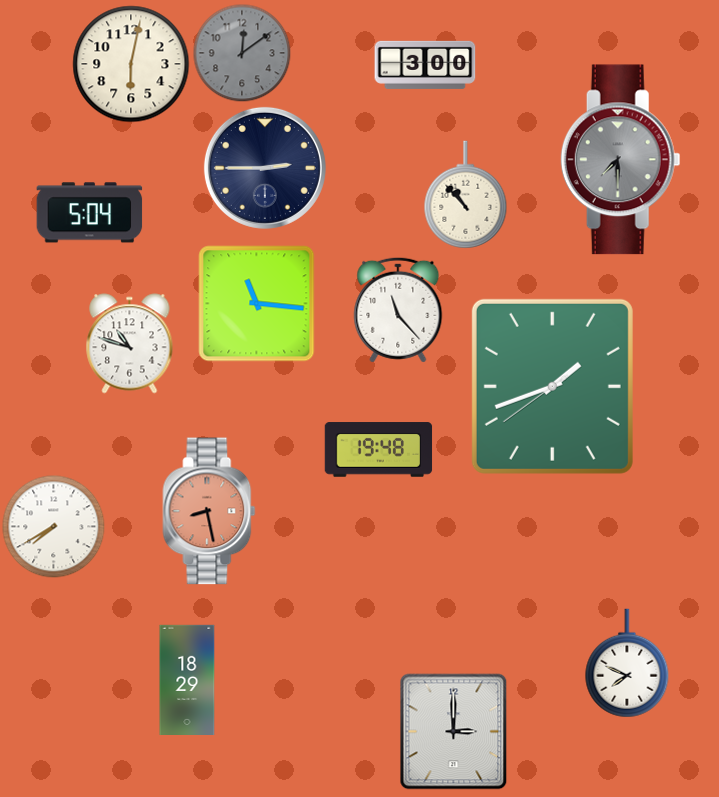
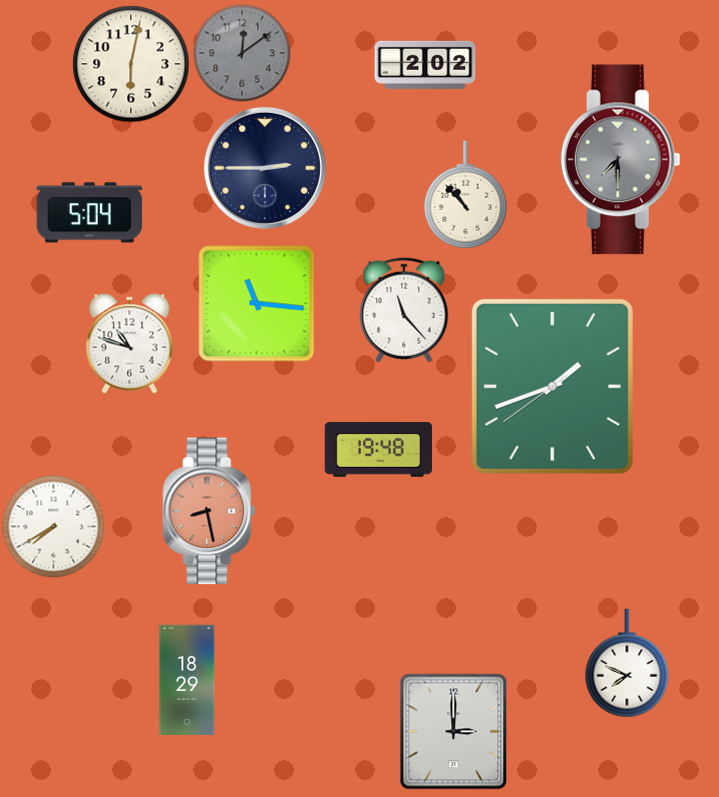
clock at (425, 65): 3:00 -> 2:02
clock at (398, 310) position: (398, 310) -> (404, 310)
